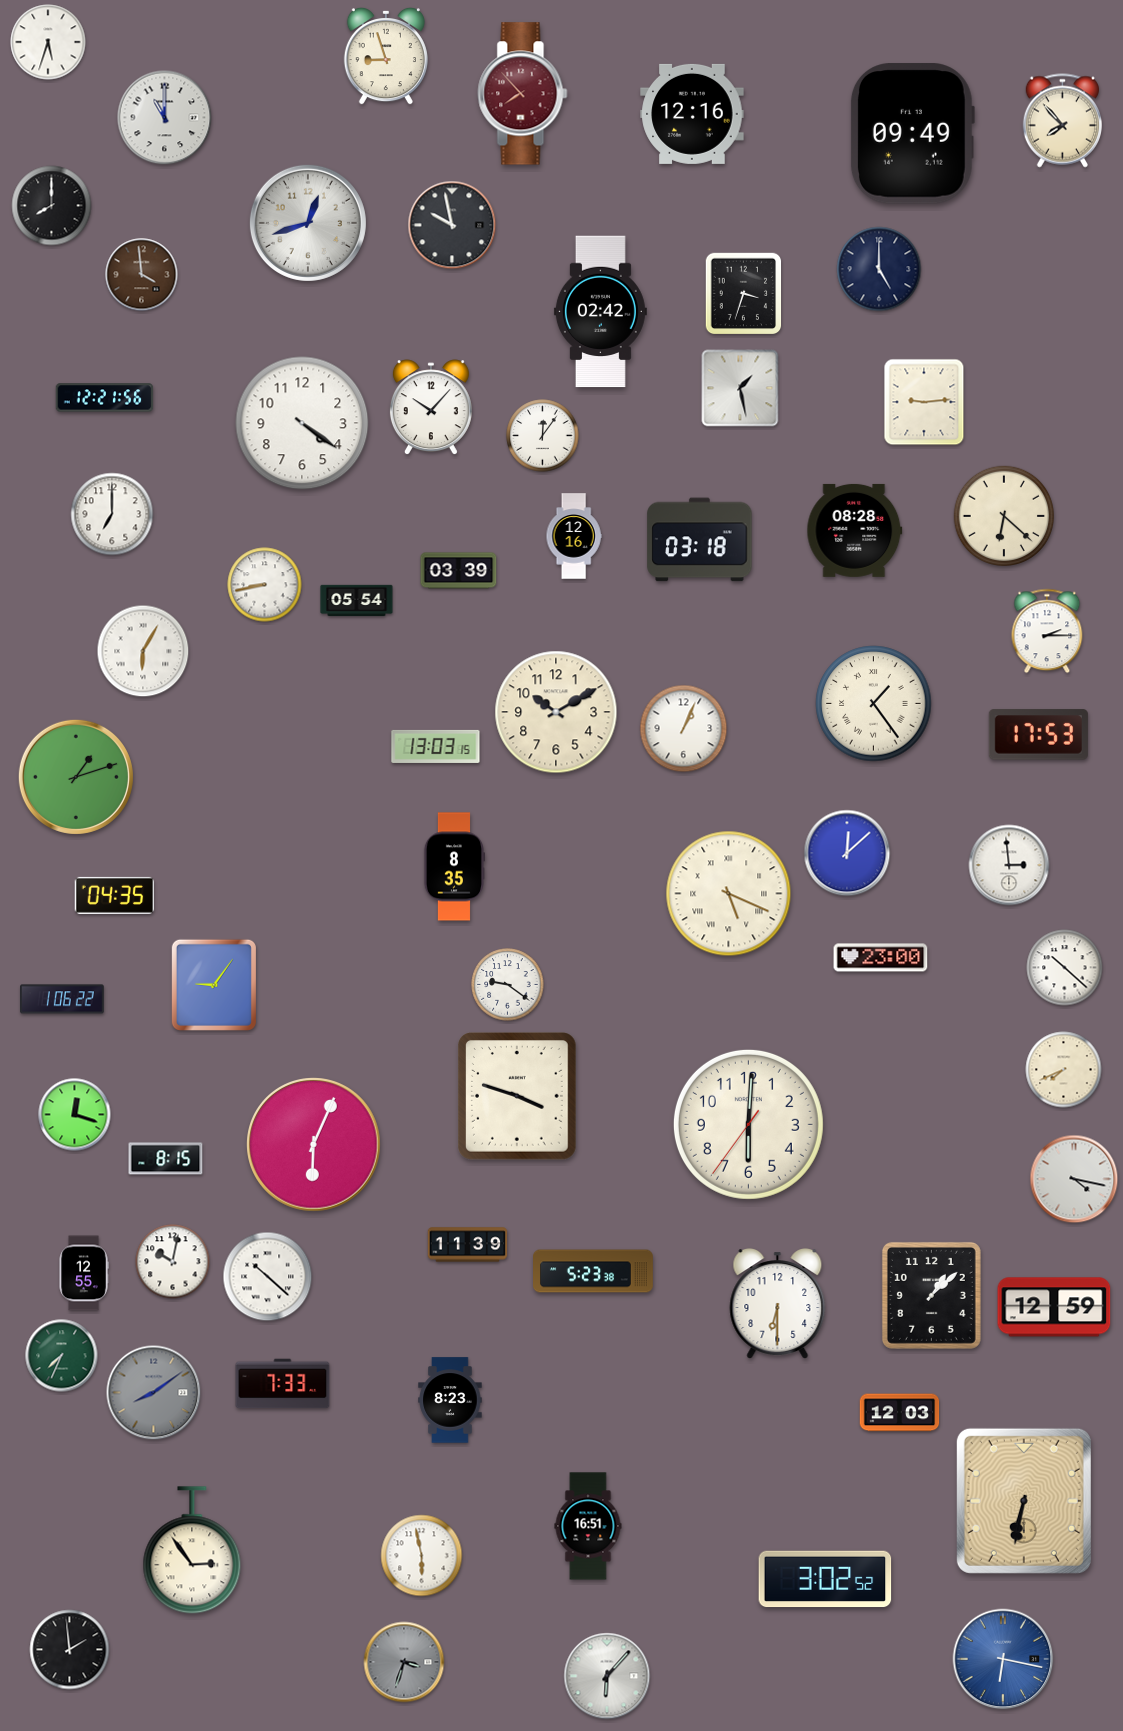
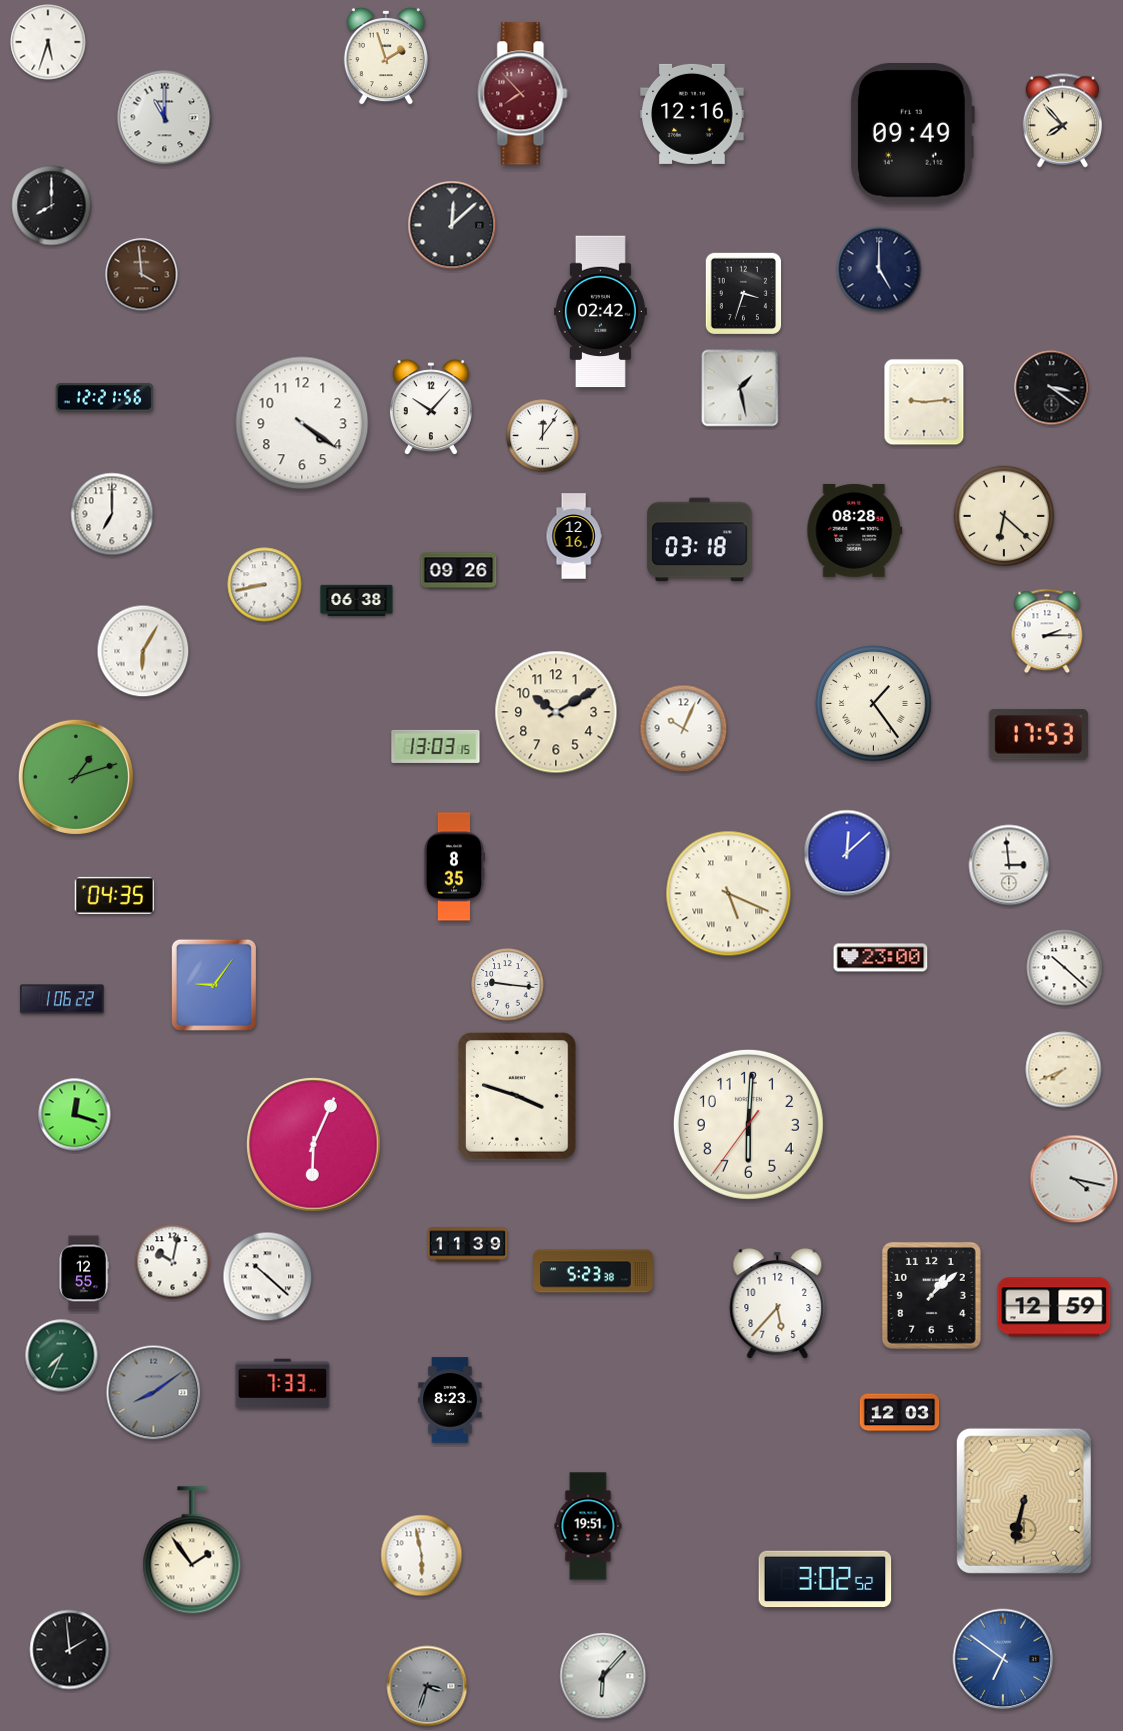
clock at (386, 56): 8:57 -> 1:57
clock at (308, 223): 12:42 -> none
clock at (452, 225): 9:58 -> 12:08
clock at (1052, 388): none -> 3:21
clock at (459, 571): 03:39 -> 09:26
clock at (357, 601): 05:54 -> 06:38
clock at (684, 729): 1:04 -> 10:04
clock at (508, 985): 9:21 -> 9:16
clock at (166, 1159): 8:15 -> none
clock at (778, 1304): 6:30 -> 5:37
clock at (588, 1526): 16:51 -> 19:51
clock at (192, 1551): 2:54 -> 1:54
clock at (1003, 1659): 6:17 -> 6:51
clock at (404, 1662) position: (404, 1662) -> (427, 1686)
clock at (607, 1676) position: (607, 1676) -> (603, 1676)
